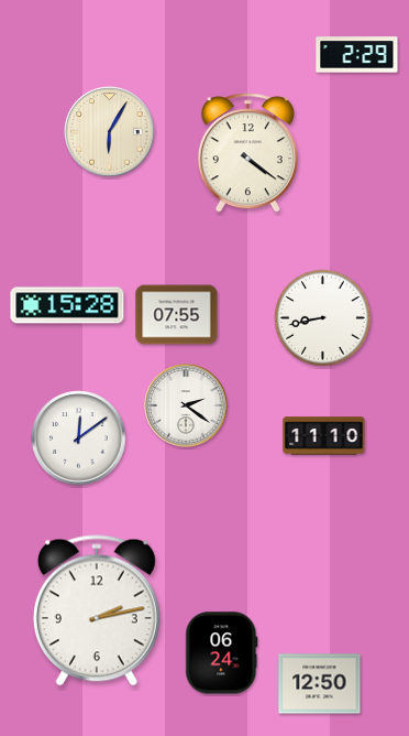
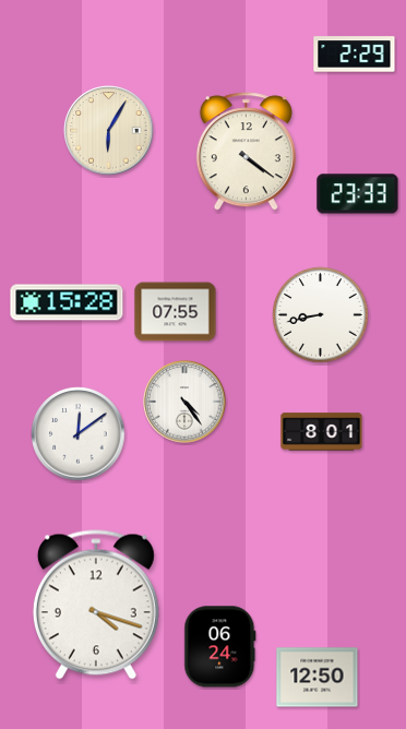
clock at (358, 194): none -> 23:33
clock at (186, 405): 2:21 -> 4:24
clock at (324, 436): 11:10 -> 8:01
clock at (97, 610): 2:13 -> 4:18
